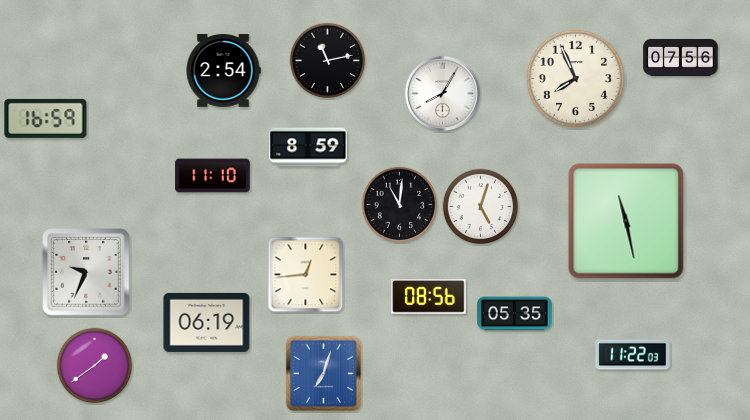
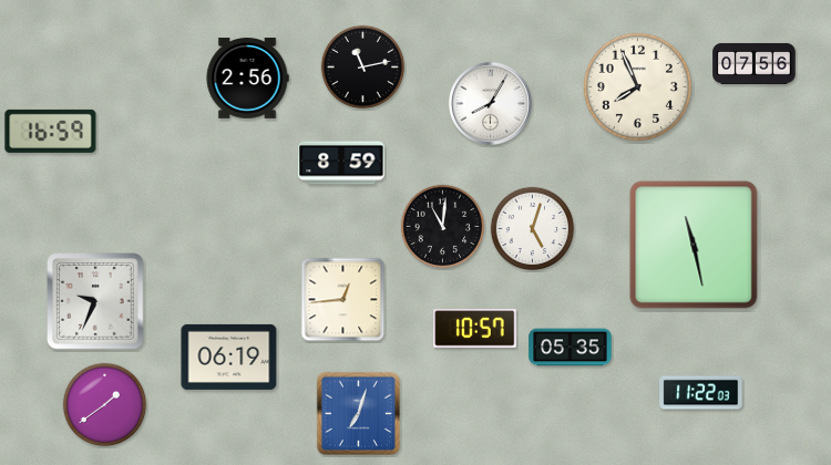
clock at (223, 71): 2:54 -> 2:56
clock at (213, 176): 11:10 -> none
clock at (306, 275) position: (306, 275) -> (343, 300)
clock at (429, 297): 08:56 -> 10:57
